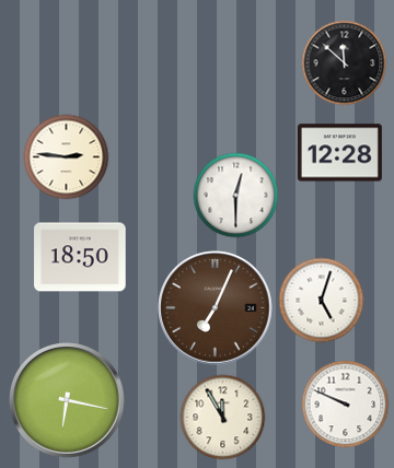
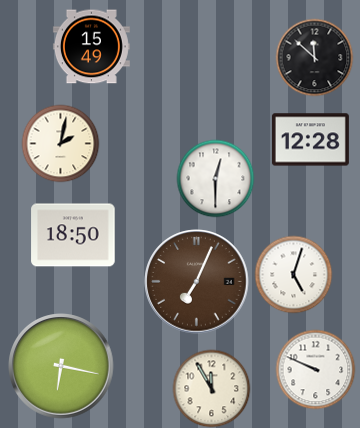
clock at (91, 47): none -> 15:49
clock at (66, 156): 2:46 -> 2:02
clock at (222, 417) position: (222, 417) -> (211, 388)
